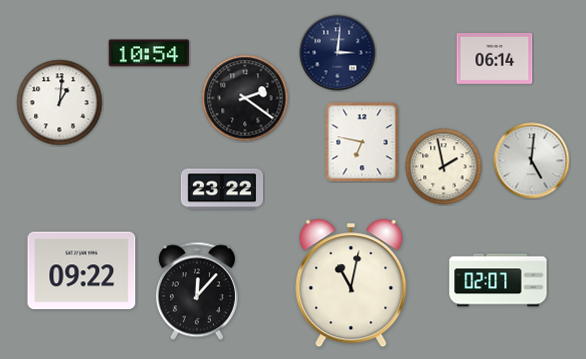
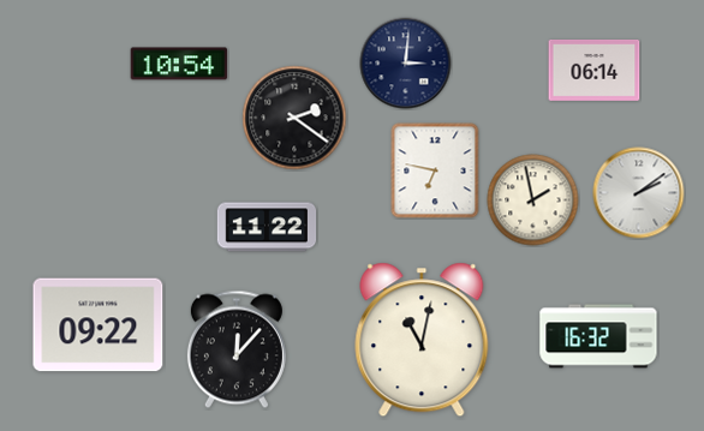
clock at (60, 103): 1:01 -> none
clock at (532, 161): 5:01 -> 2:09
clock at (222, 189): 23:22 -> 11:22
clock at (498, 280): 02:07 -> 16:32
